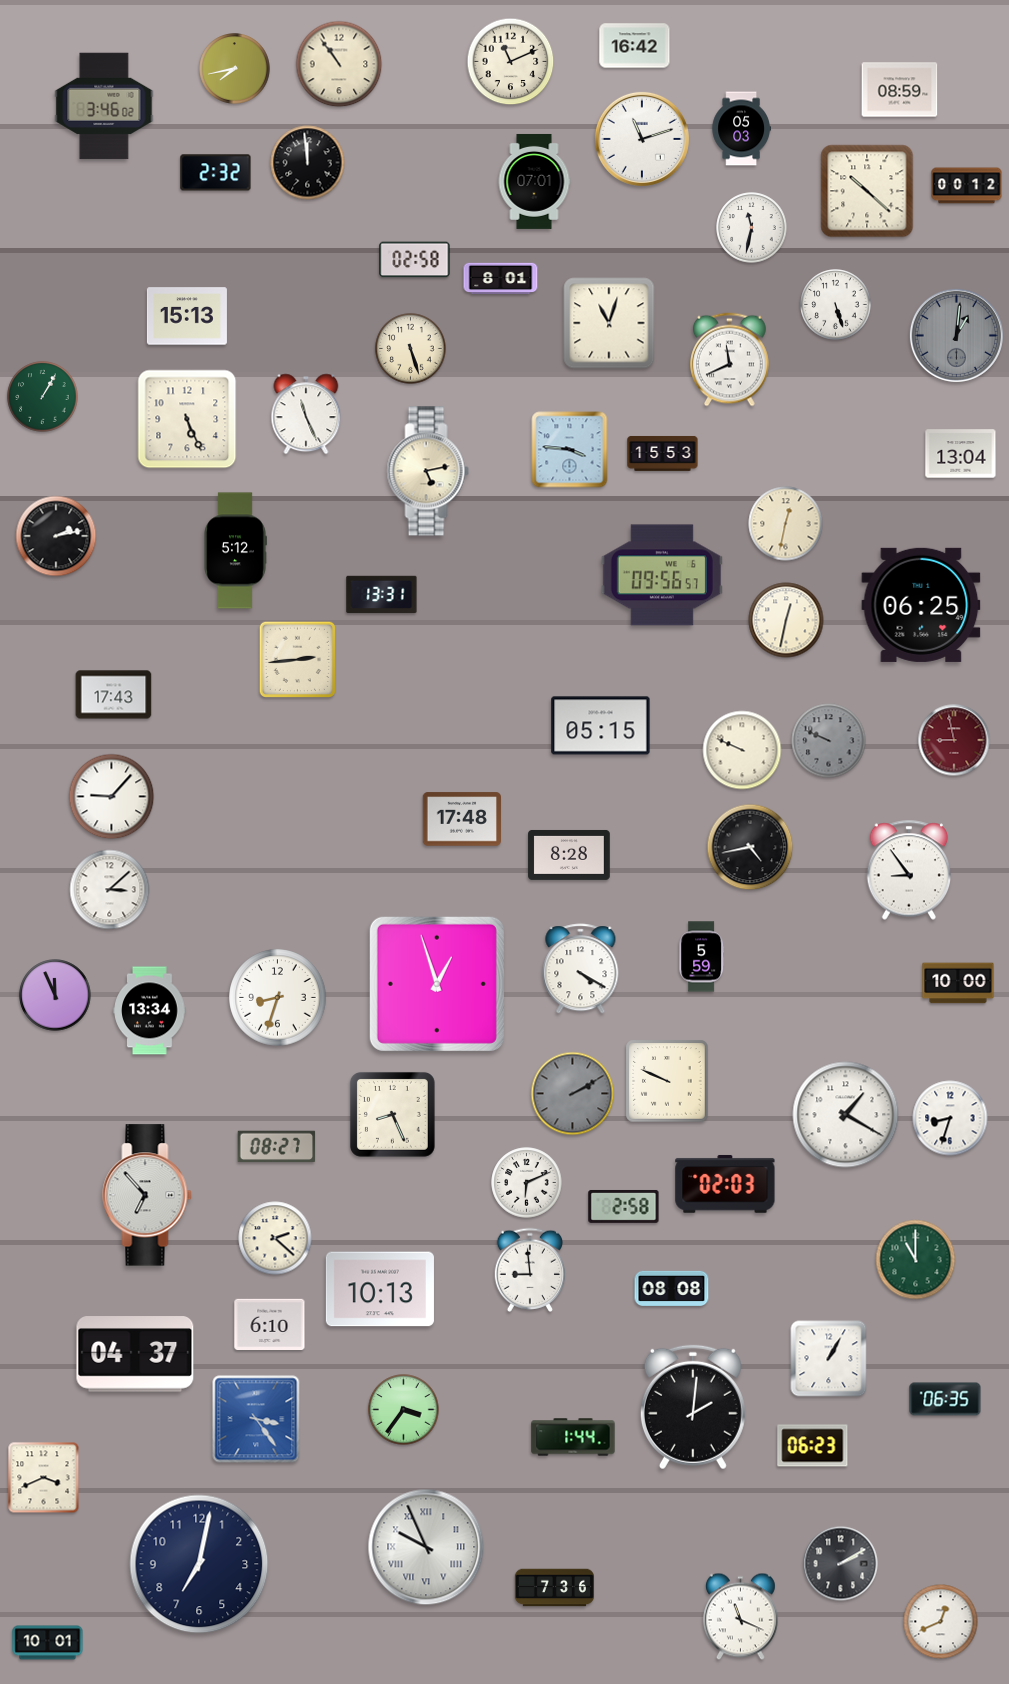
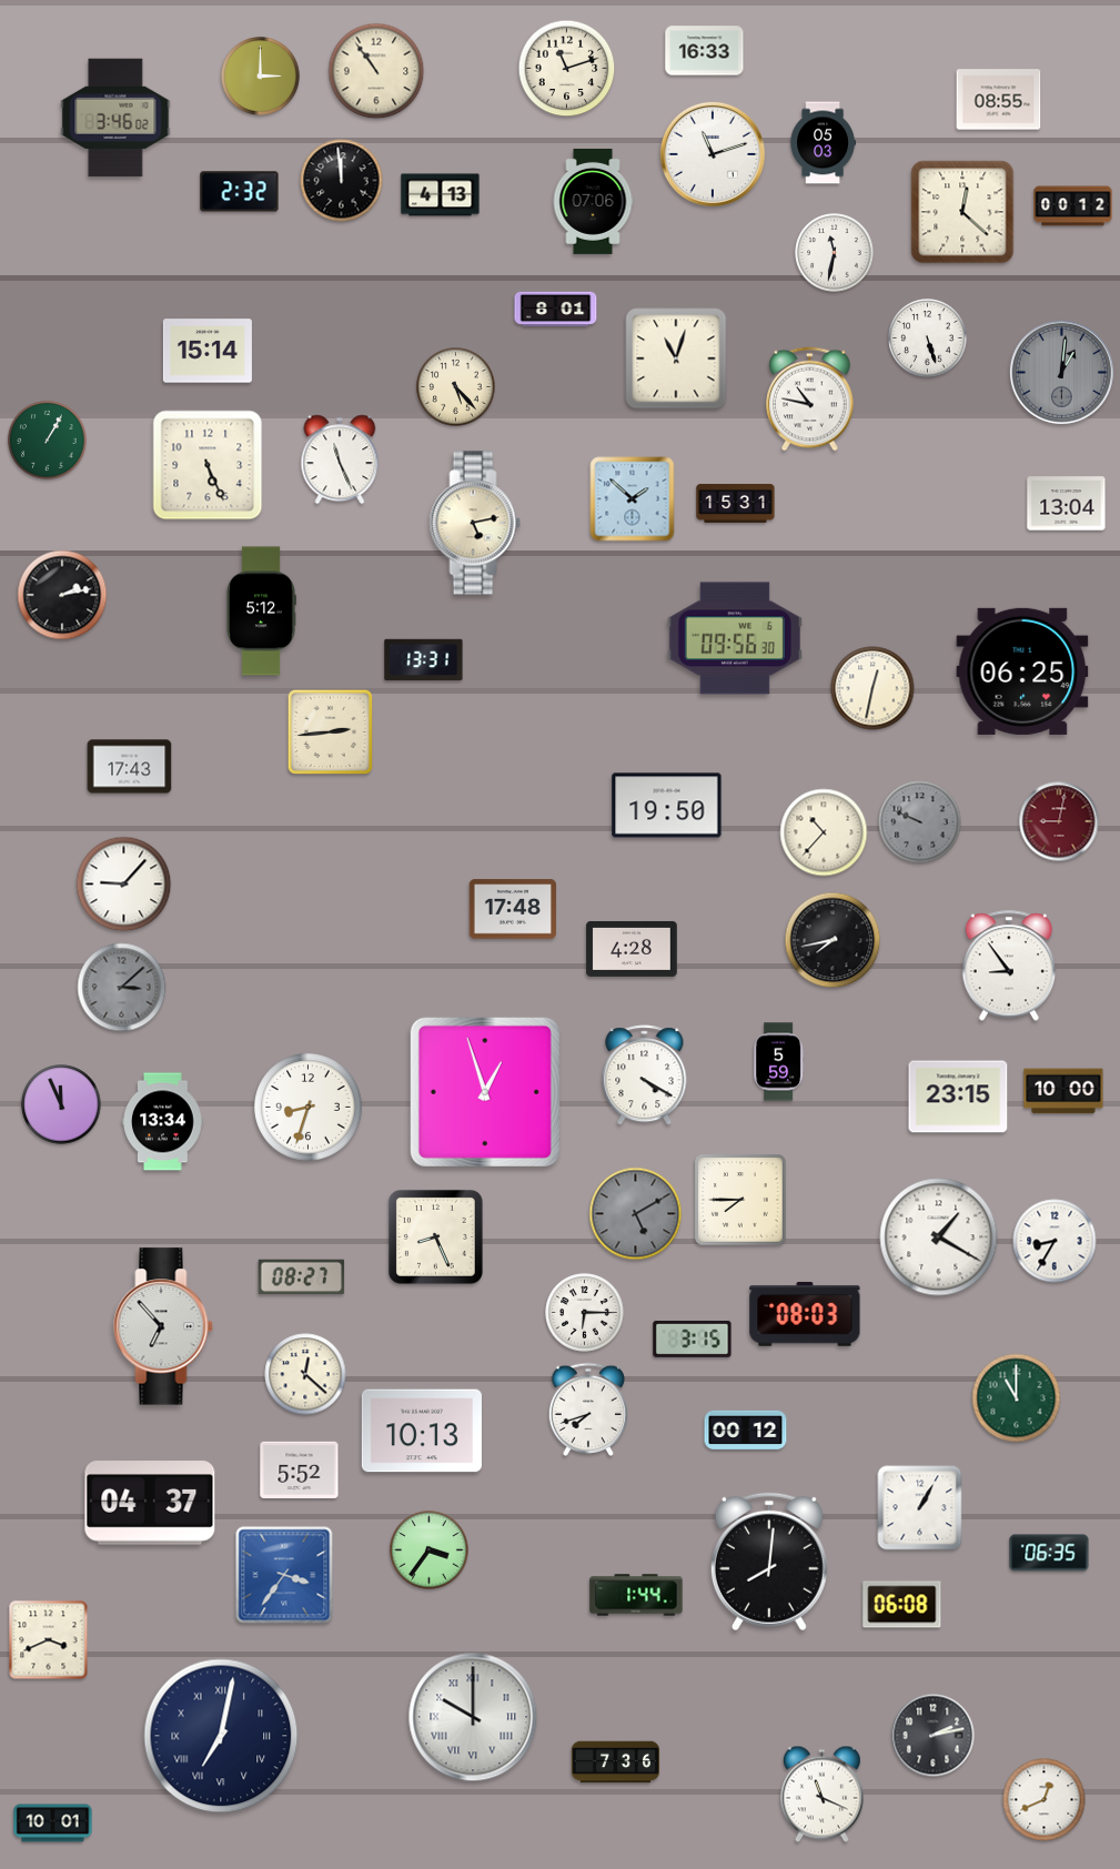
clock at (635, 46): 16:42 -> 16:33
clock at (511, 62): 11:11 -> 11:12
clock at (235, 69): 7:43 -> 3:00
clock at (900, 90): 08:59 -> 08:55
clock at (441, 195): none -> 4:13
clock at (534, 181): 07:01 -> 07:06
clock at (867, 191): 10:22 -> 12:22
clock at (415, 260): 02:58 -> none
clock at (187, 316): 15:13 -> 15:14
clock at (411, 349): 5:27 -> 5:23
clock at (730, 360): 11:41 -> 10:47
clock at (570, 450): 3:46 -> 1:52
clock at (663, 453): 15:53 -> 15:31
clock at (786, 524): 12:32 -> none
clock at (662, 575): 09:56:57 -> 09:56:30
clock at (114, 695) position: (114, 695) -> (130, 767)
clock at (601, 726): 05:15 -> 19:50
clock at (954, 740): 8:58 -> 9:02
clock at (742, 750): 9:49 -> 10:37
clock at (750, 847): 4:43 -> 7:43
clock at (569, 855): 8:28 -> 4:28
clock at (110, 890) dial: white -> grey
clock at (958, 1097): none -> 23:15
clock at (150, 1011) position: (150, 1011) -> (163, 1122)
clock at (667, 1081): 9:49 -> 7:45
clock at (573, 1094): 2:10 -> 5:10
clock at (950, 1118): 8:33 -> 8:35
clock at (277, 1147) position: (277, 1147) -> (302, 1277)
clock at (527, 1183): 6:11 -> 6:15
clock at (725, 1184): 02:03 -> 08:03
clock at (624, 1206): 2:58 -> 3:15
clock at (275, 1238): 2:22 -> 12:22
clock at (529, 1270): 8:59 -> 7:42
clock at (672, 1288): 08:08 -> 00:12
clock at (270, 1324): 6:10 -> 5:52
clock at (693, 1407): 2:01 -> 8:01
clock at (404, 1410) position: (404, 1410) -> (430, 1550)
clock at (256, 1419): 3:24 -> 3:36
clock at (813, 1446): 06:23 -> 06:08
clock at (426, 1547): 9:56 -> 10:00
clock at (199, 1564) numerals: Arabic -> Roman
clock at (841, 1564): 2:10 -> 2:13
